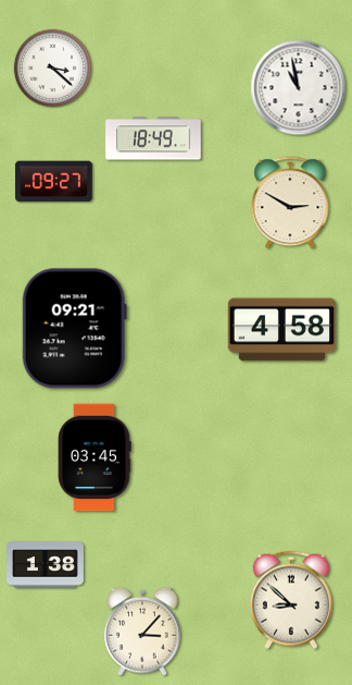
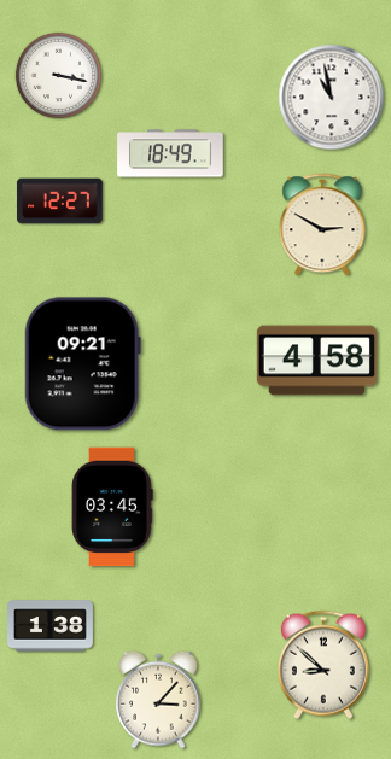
clock at (53, 69): 3:22 -> 3:17
clock at (53, 182): 09:27 -> 12:27
clock at (281, 330) position: (281, 330) -> (316, 361)
clock at (95, 457) position: (95, 457) -> (112, 507)
